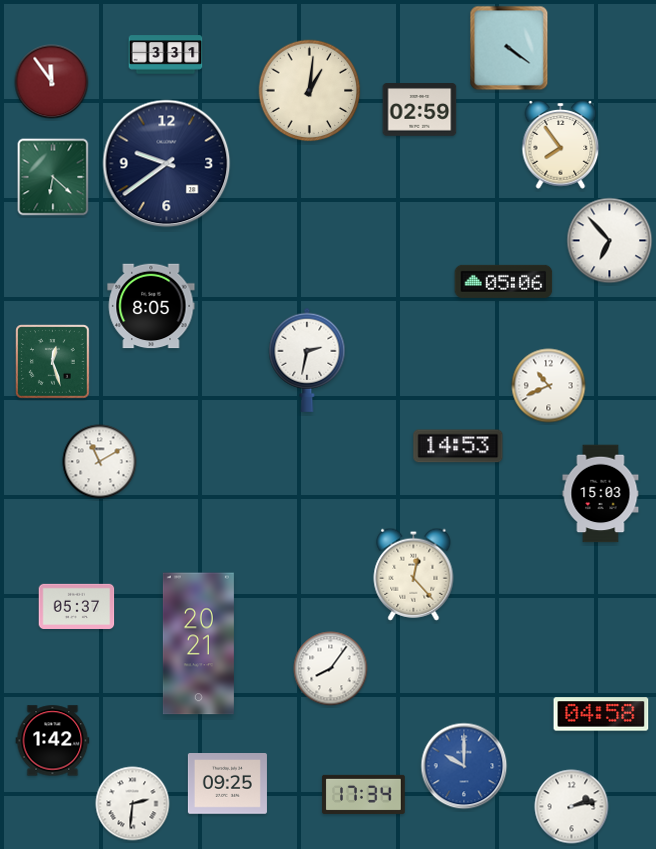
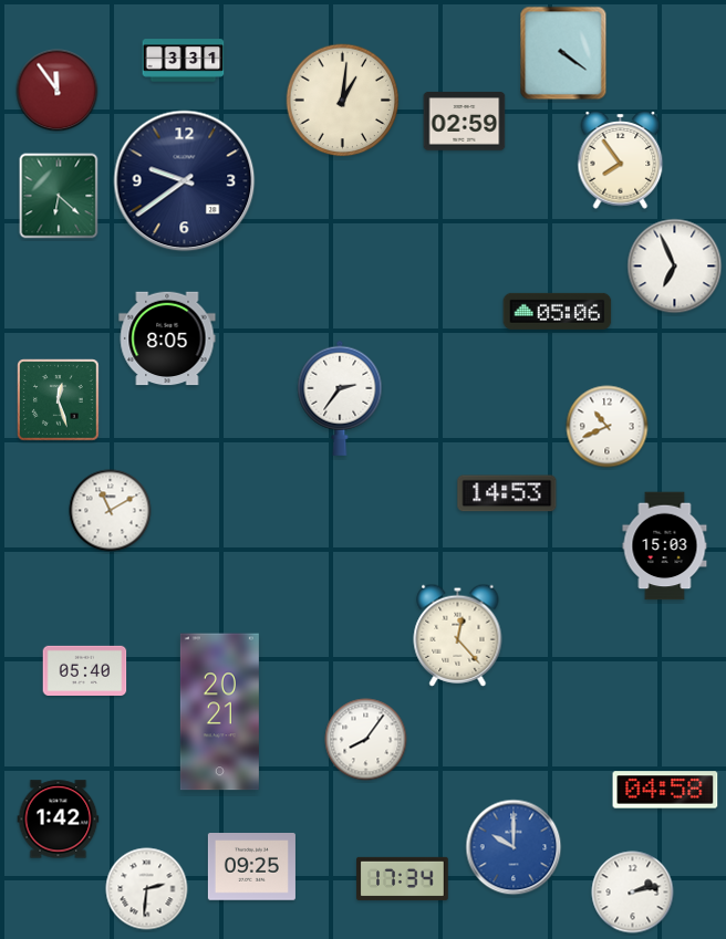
clock at (610, 241): 6:53 -> 6:56
clock at (307, 360): 2:32 -> 2:36
clock at (77, 606): 05:37 -> 05:40
